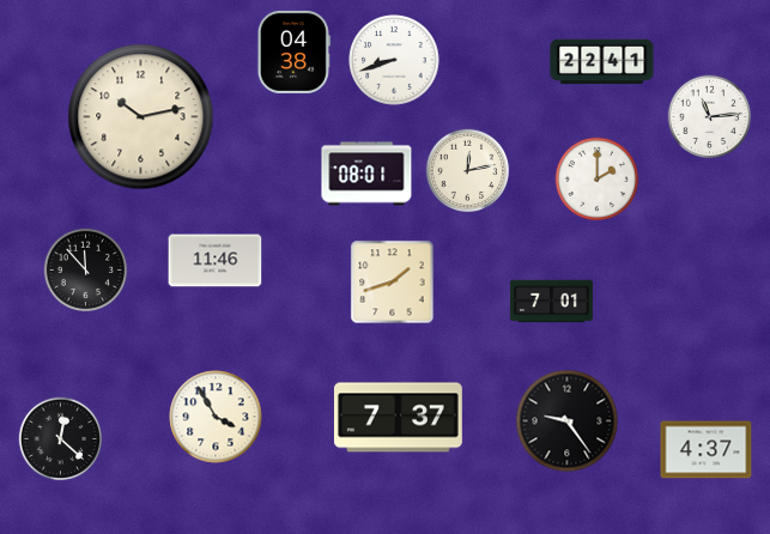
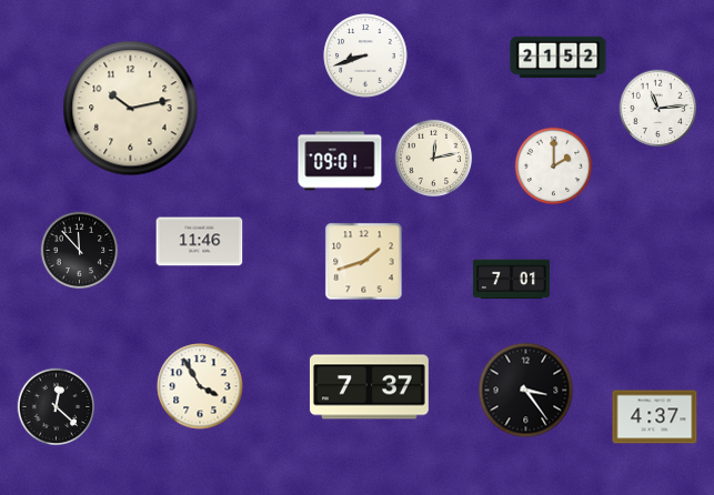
clock at (293, 51): 04:38 -> none
clock at (602, 62): 22:41 -> 21:52
clock at (366, 174): 08:01 -> 09:01
clock at (568, 421): 9:24 -> 3:24
